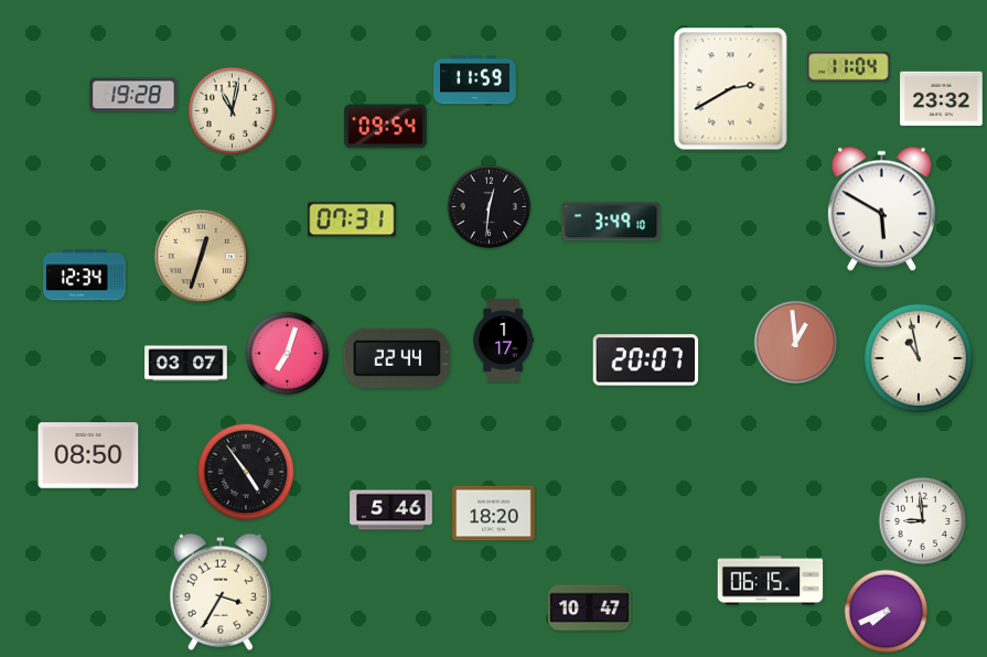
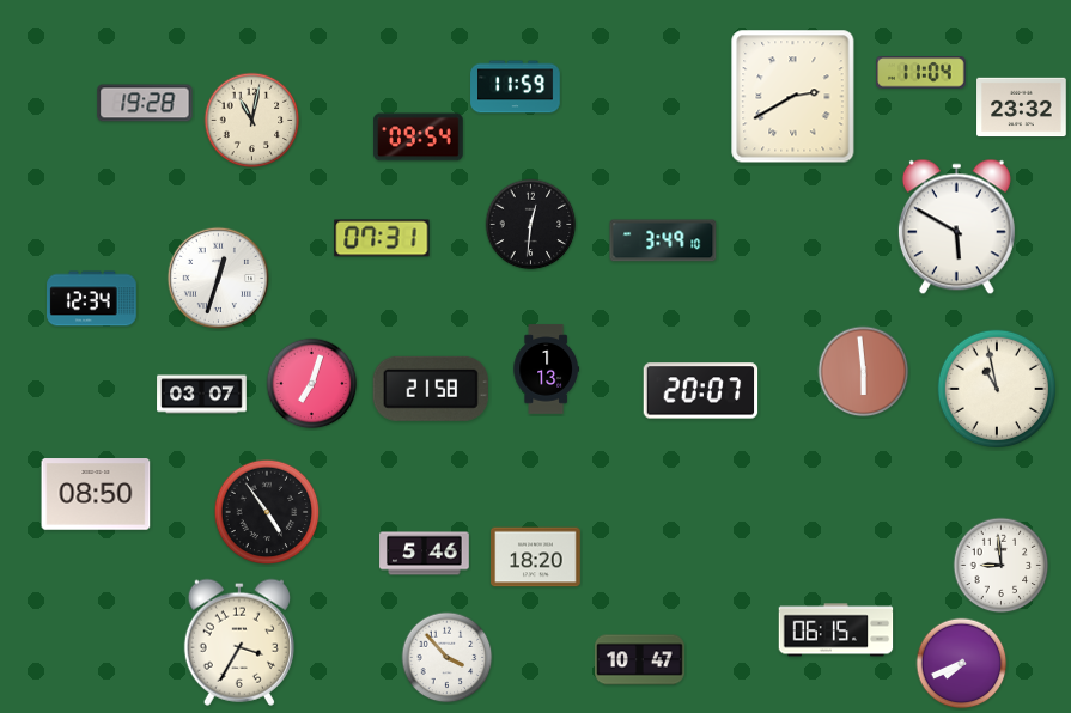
clock at (202, 257) dial: champagne -> white
clock at (503, 341): 1:17 -> 1:13
clock at (796, 343): 12:59 -> 5:59
clock at (397, 358): 22:44 -> 21:58
clock at (448, 658): none -> 3:53
